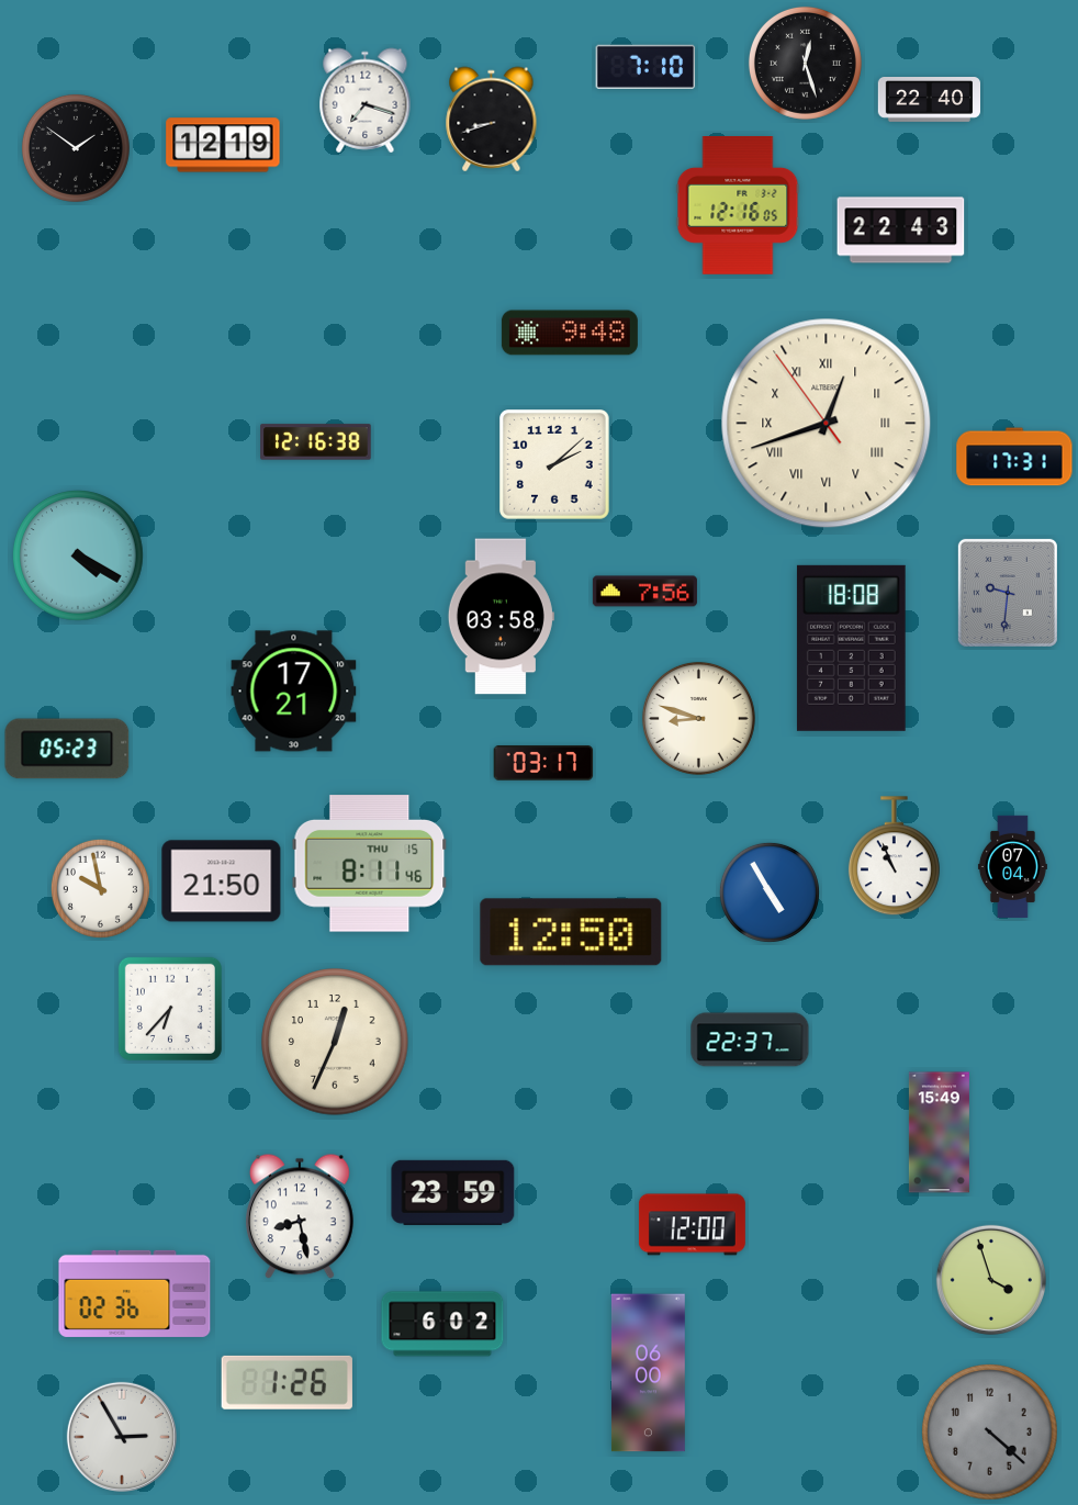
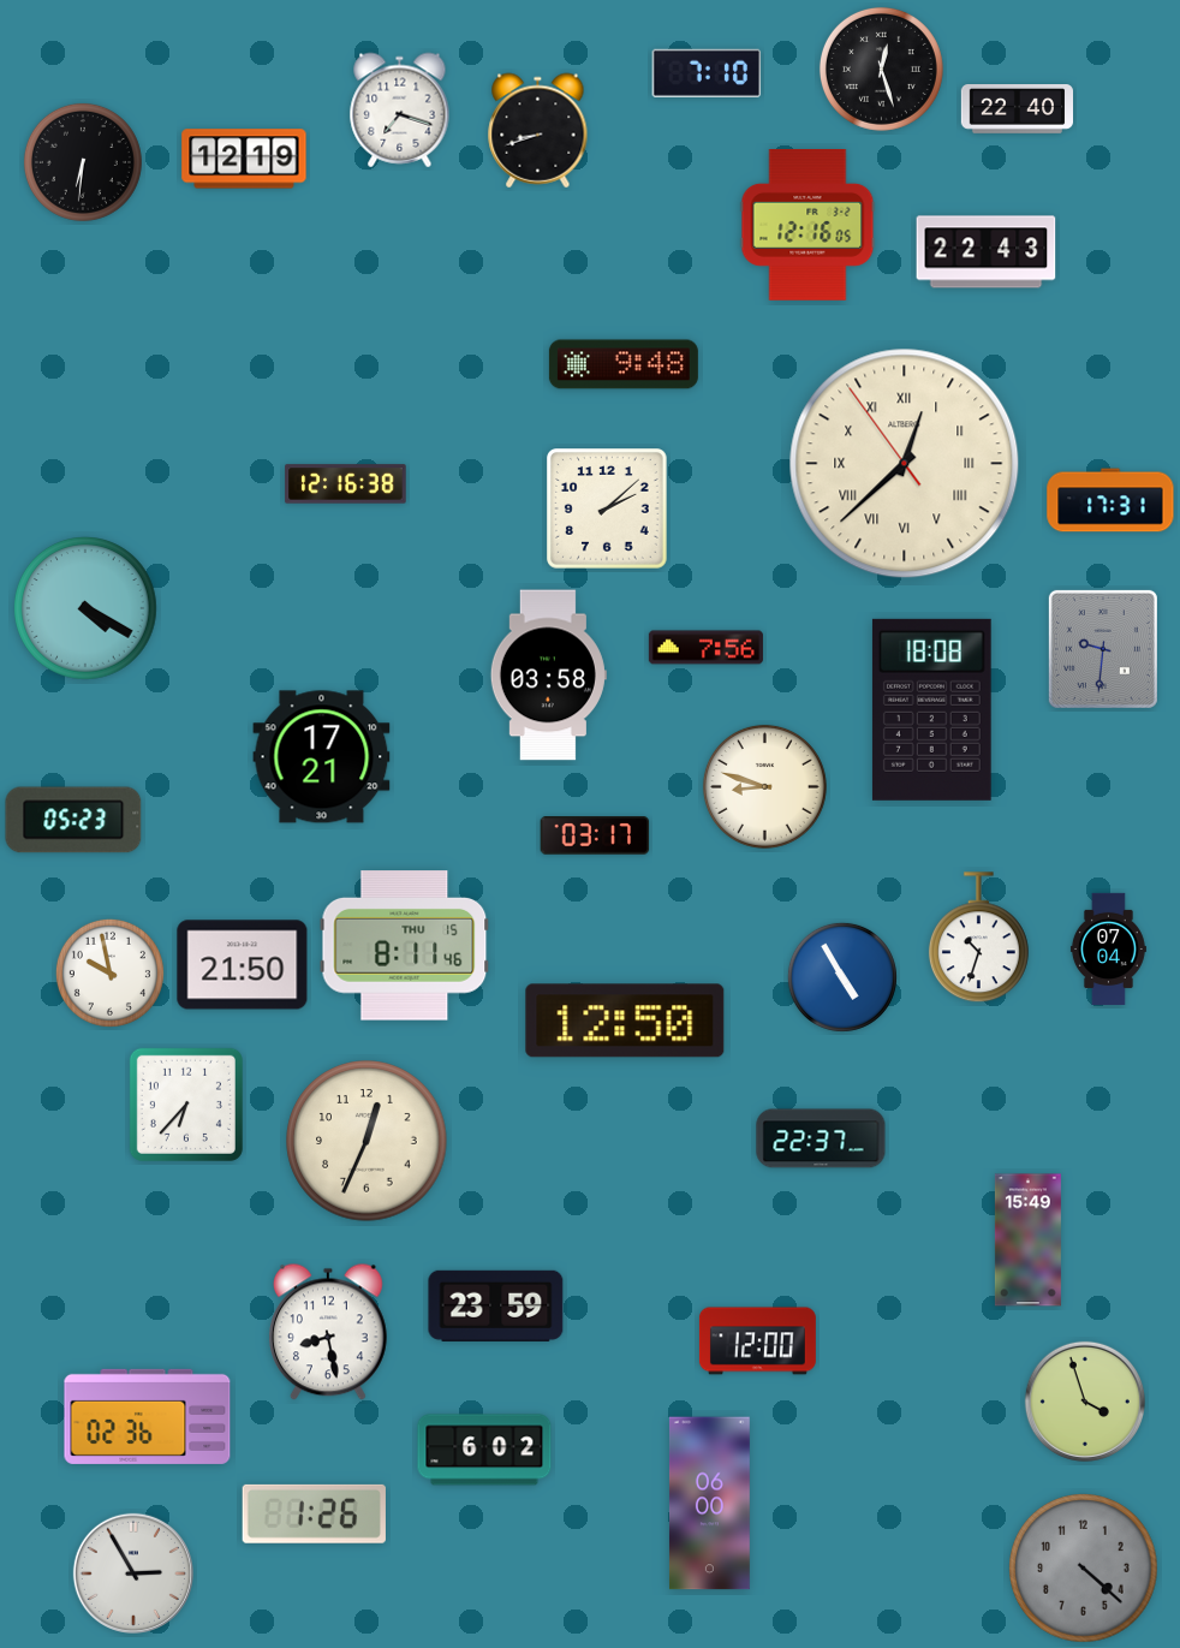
clock at (76, 148): 1:51 -> 6:31
clock at (827, 424): 12:41 -> 12:37
clock at (894, 856): 10:56 -> 10:33
